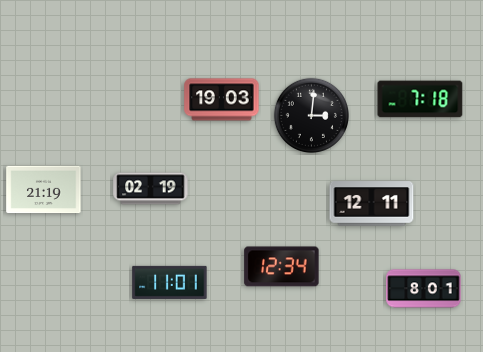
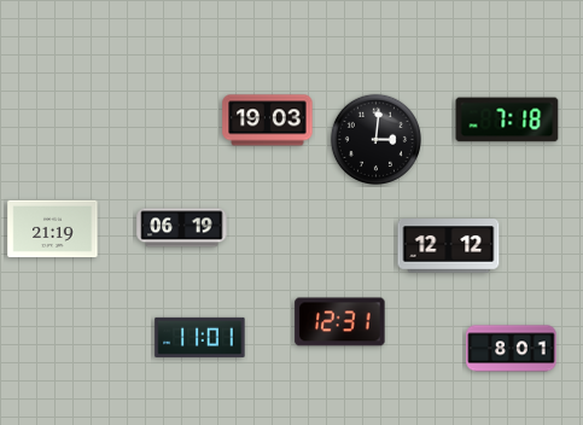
clock at (151, 189): 02:19 -> 06:19
clock at (372, 204): 12:11 -> 12:12
clock at (282, 267): 12:34 -> 12:31
clock at (170, 282) position: (170, 282) -> (200, 337)
